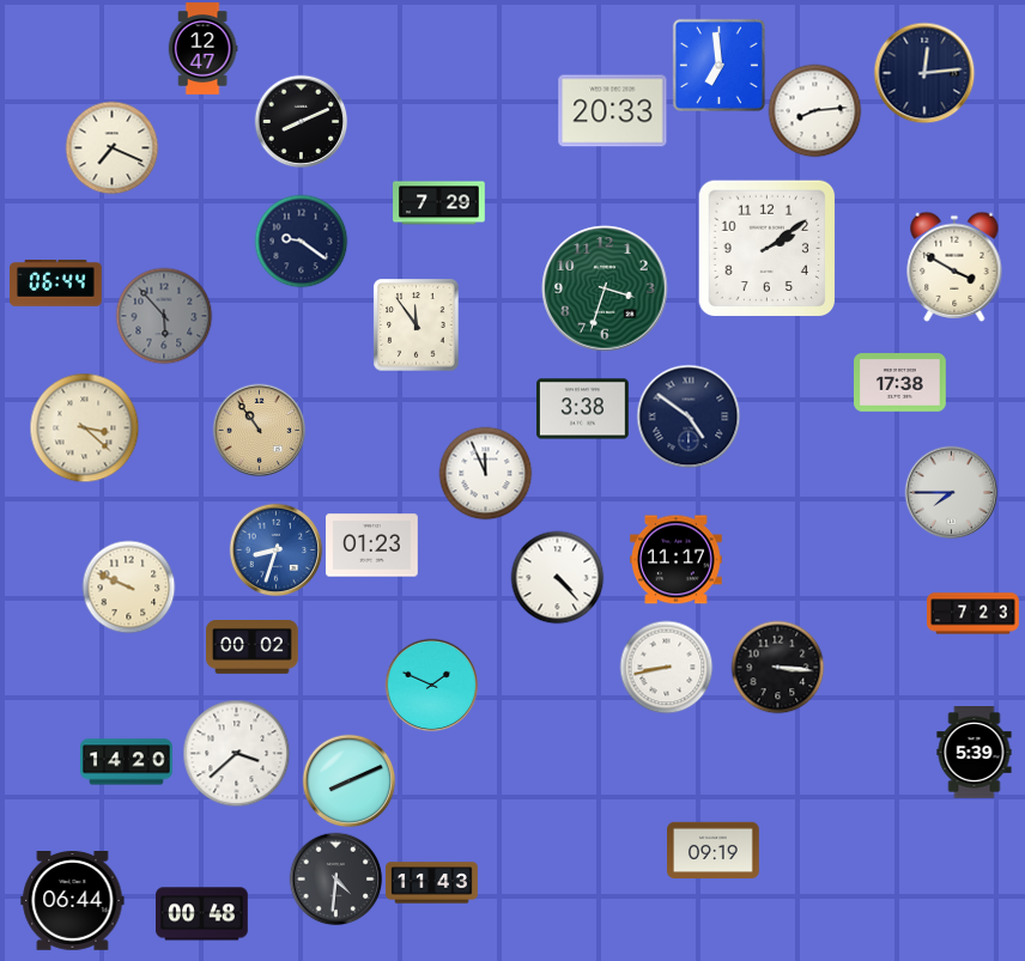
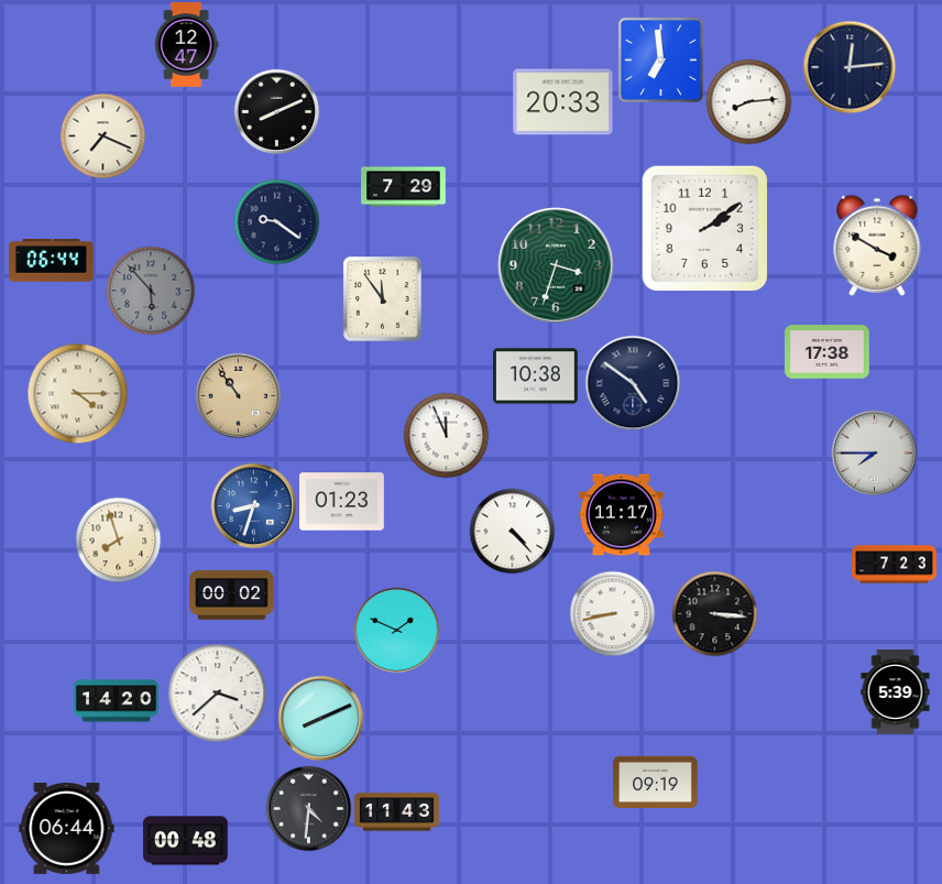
clock at (583, 409): 3:38 -> 10:38
clock at (84, 427): 3:22 -> 4:15
clock at (128, 586): 9:49 -> 7:57
